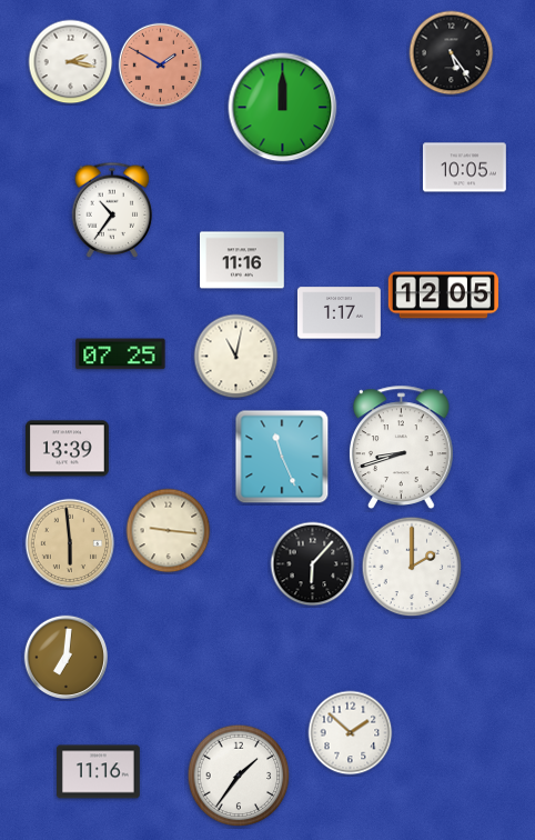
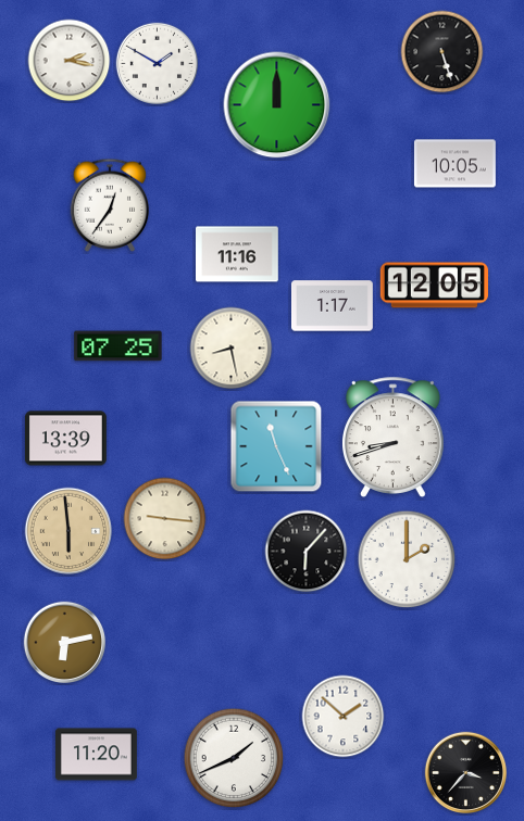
clock at (452, 53): 5:24 -> 5:27
clock at (161, 66) dial: salmon -> white
clock at (112, 210): 10:36 -> 12:36
clock at (443, 296) position: (443, 296) -> (434, 286)
clock at (236, 357): 11:02 -> 8:28
clock at (412, 567) position: (412, 567) -> (407, 559)
clock at (67, 658): 7:01 -> 6:13
clock at (99, 772): 11:16 -> 11:20
clock at (239, 776): 1:36 -> 1:41
clock at (466, 773): none -> 3:37
